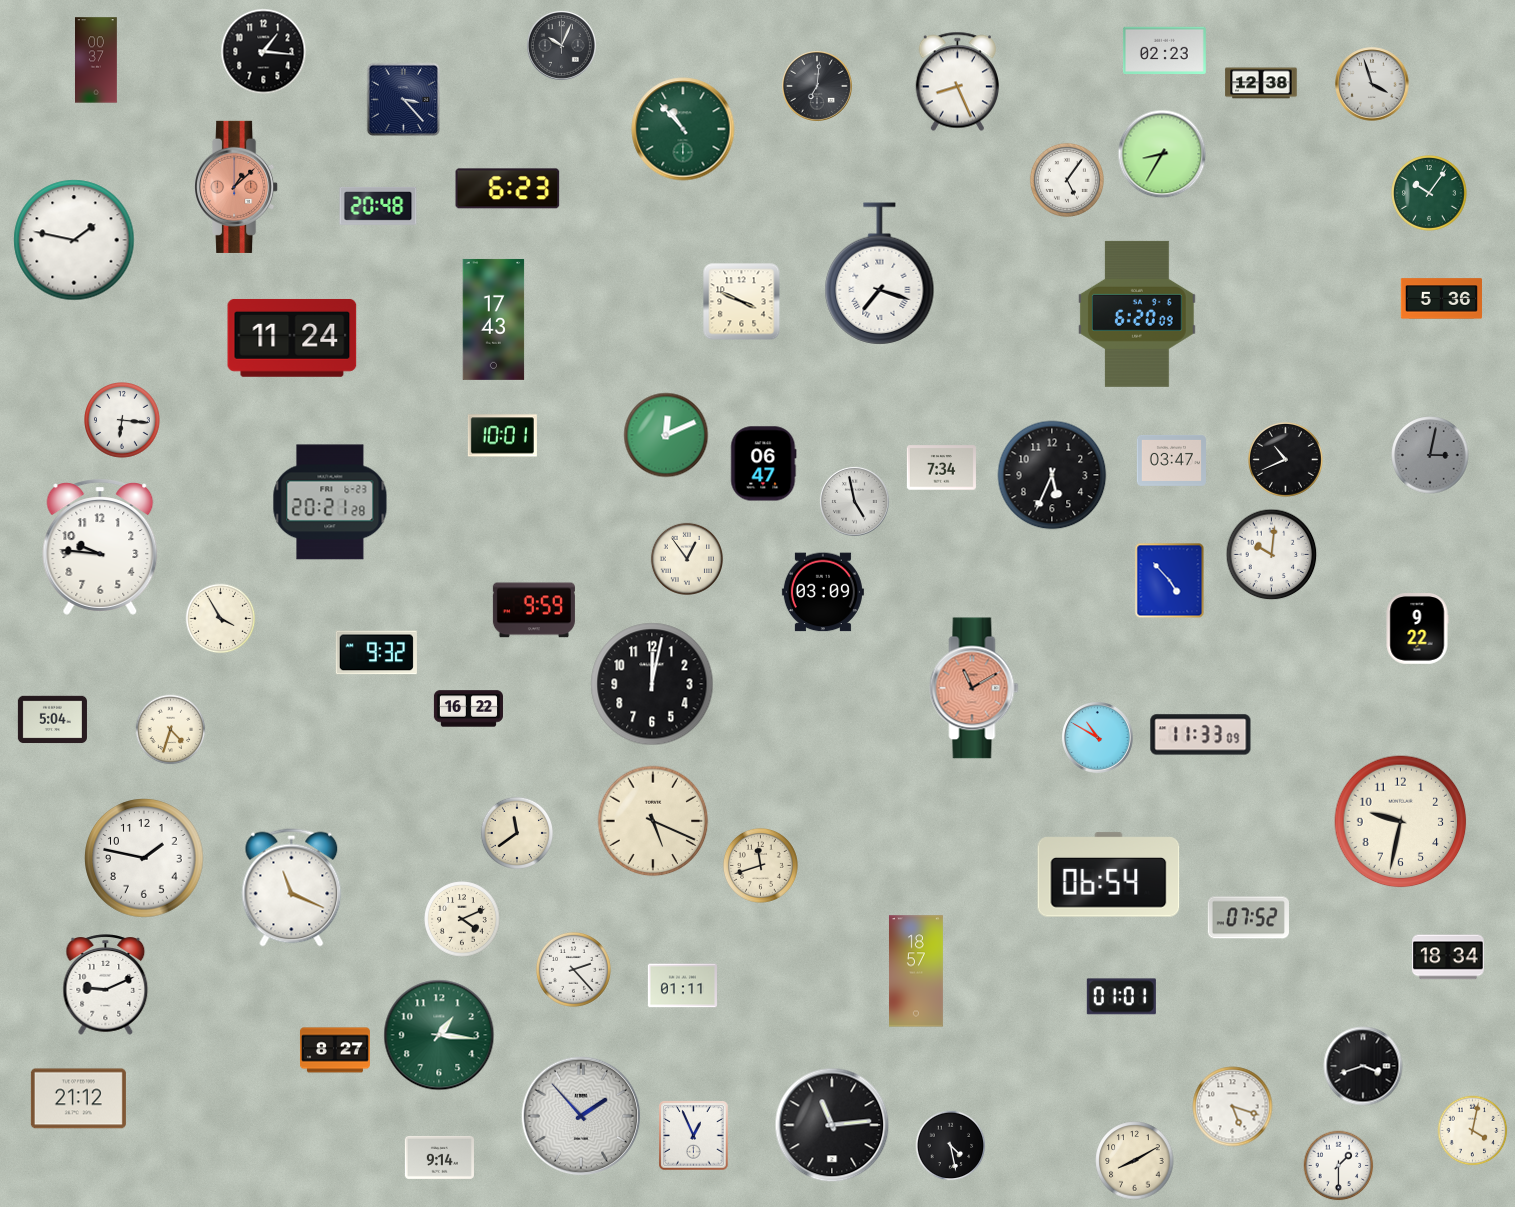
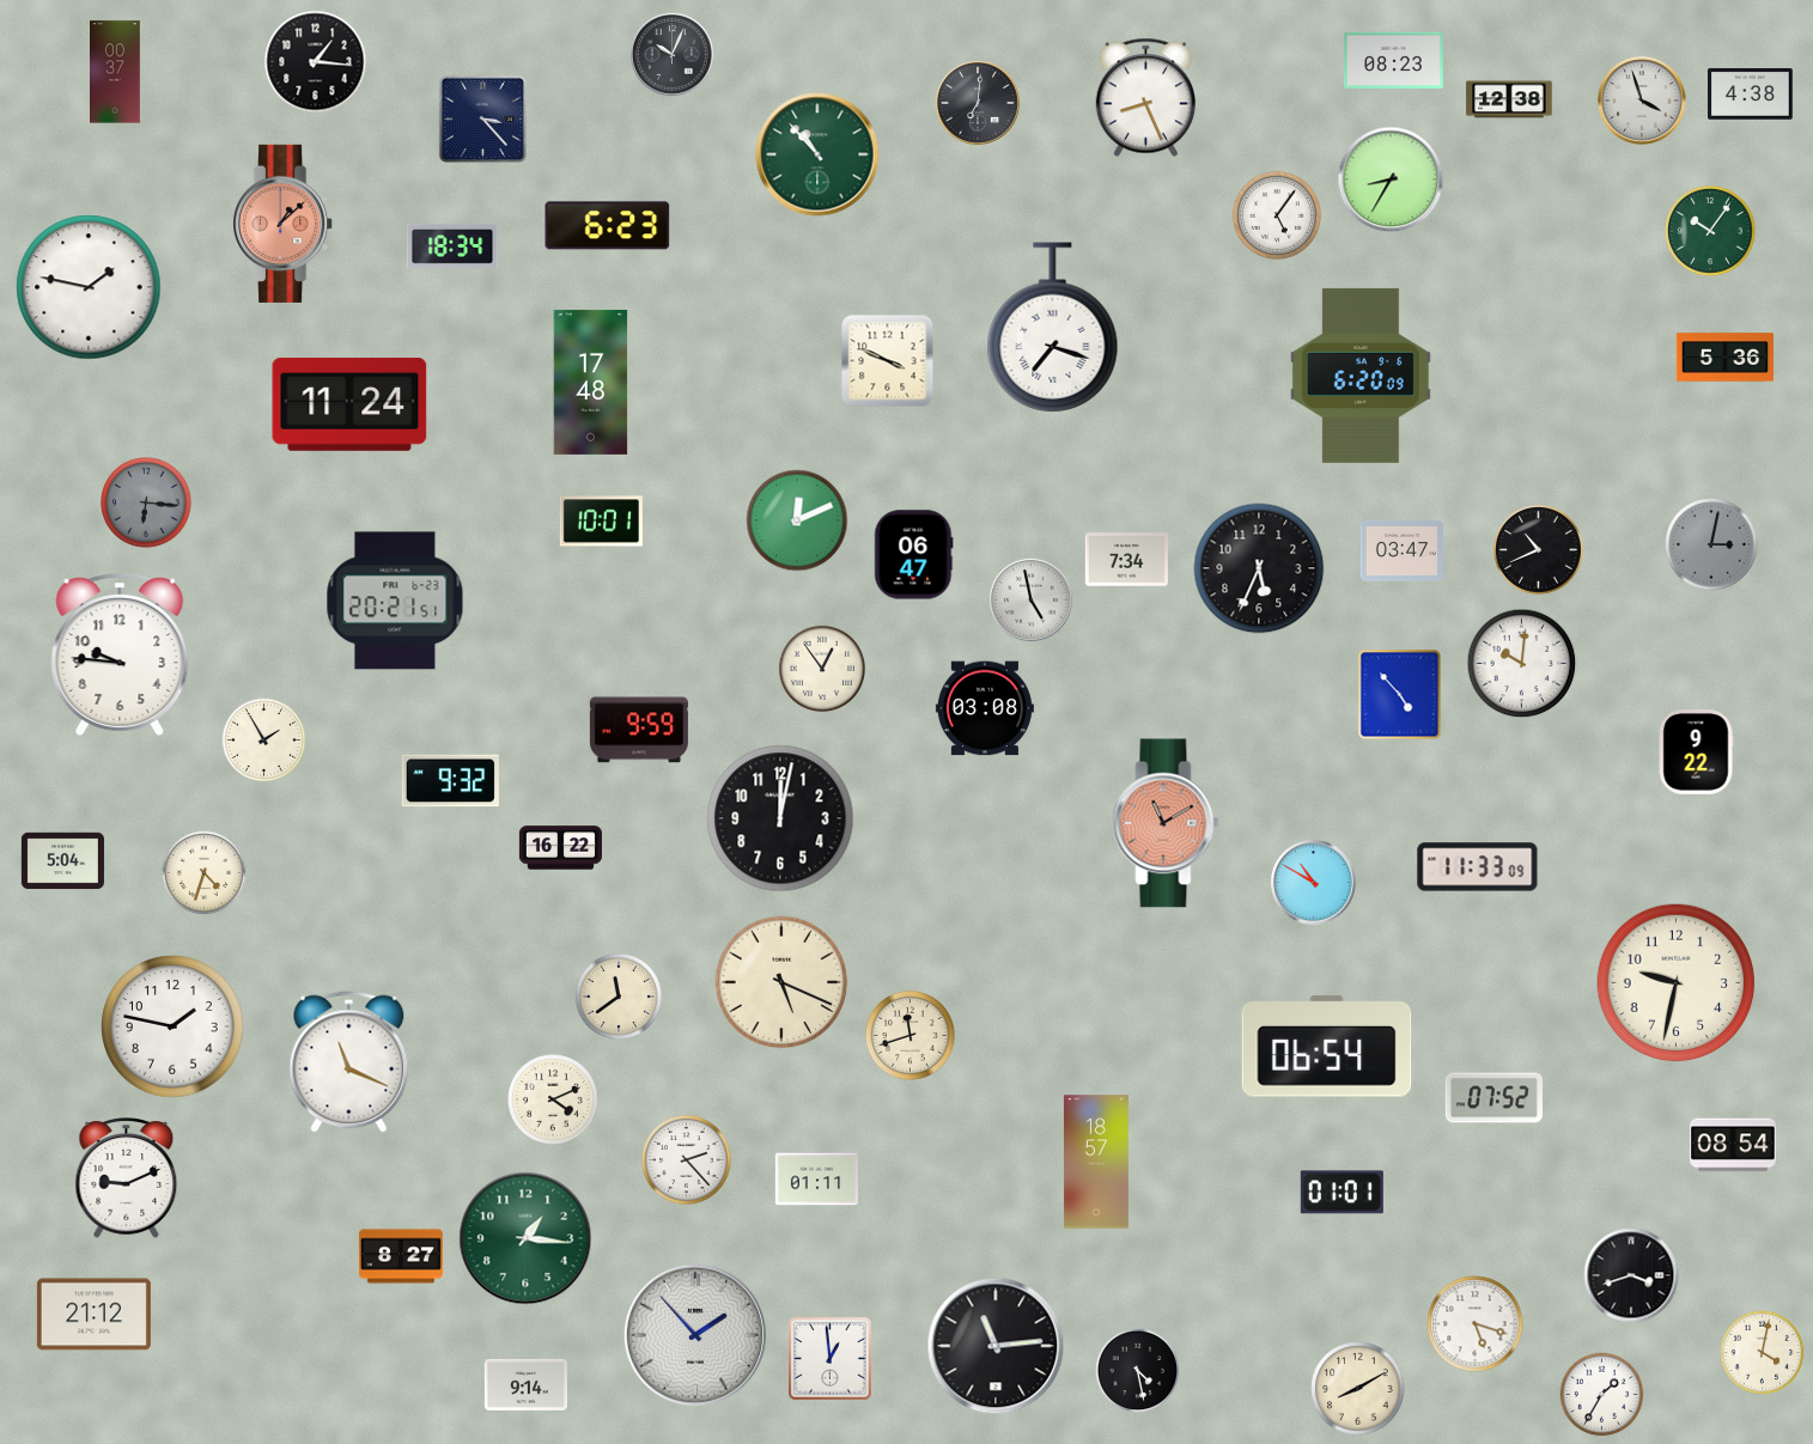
clock at (1164, 50): 02:23 -> 08:23
clock at (1751, 95): none -> 4:38
clock at (1162, 154) position: (1162, 154) -> (1391, 179)
clock at (378, 206): 20:48 -> 18:34
clock at (494, 319): 17:43 -> 17:48
clock at (122, 420) dial: white -> grey
clock at (854, 501) position: (854, 501) -> (1030, 599)
clock at (330, 502): 20:21:28 -> 20:21:51
clock at (823, 592): 03:09 -> 03:08
clock at (221, 619): 3:55 -> 1:55
clock at (1201, 735) position: (1201, 735) -> (1478, 867)
clock at (1448, 957): 18:34 -> 08:54
clock at (694, 1136): 12:56 -> 12:59
clock at (1339, 1166): 1:30 -> 1:35
